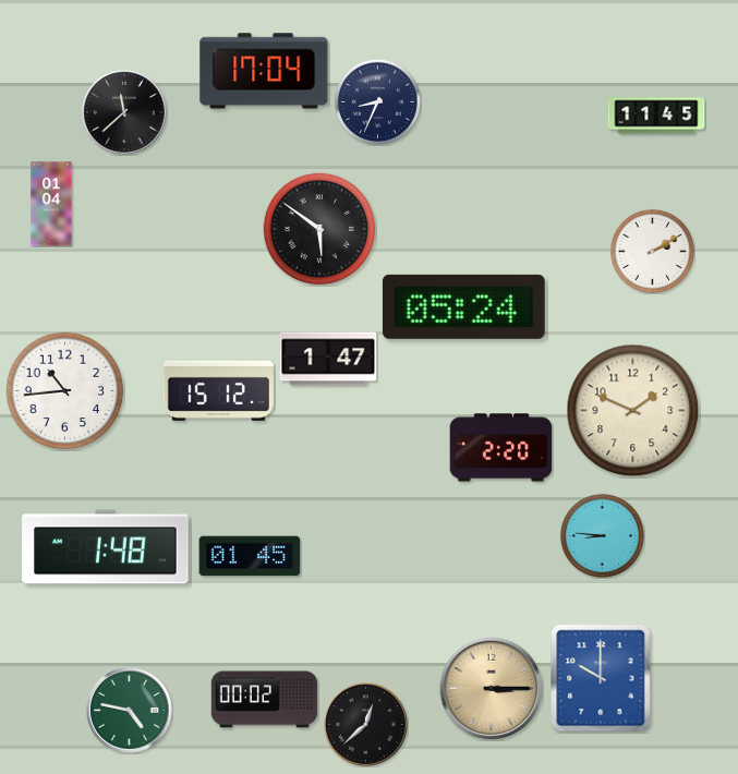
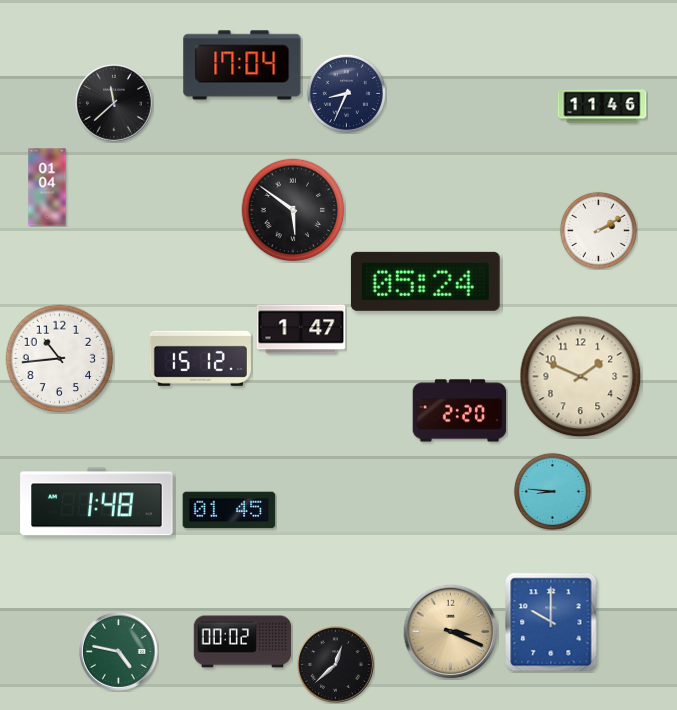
clock at (656, 116): 11:45 -> 11:46
clock at (491, 688): 3:15 -> 3:19
